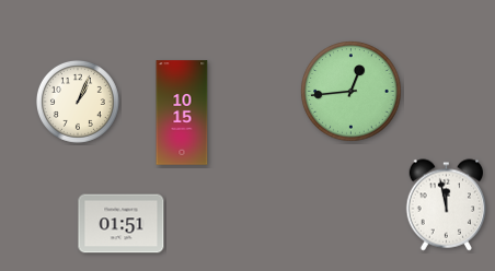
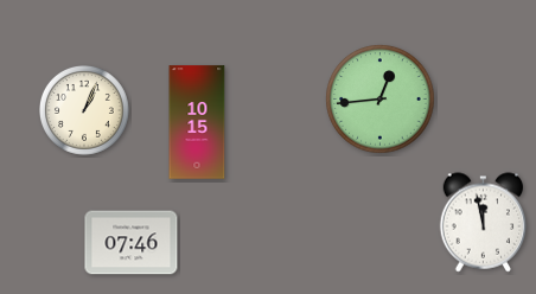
clock at (122, 224): 01:51 -> 07:46
